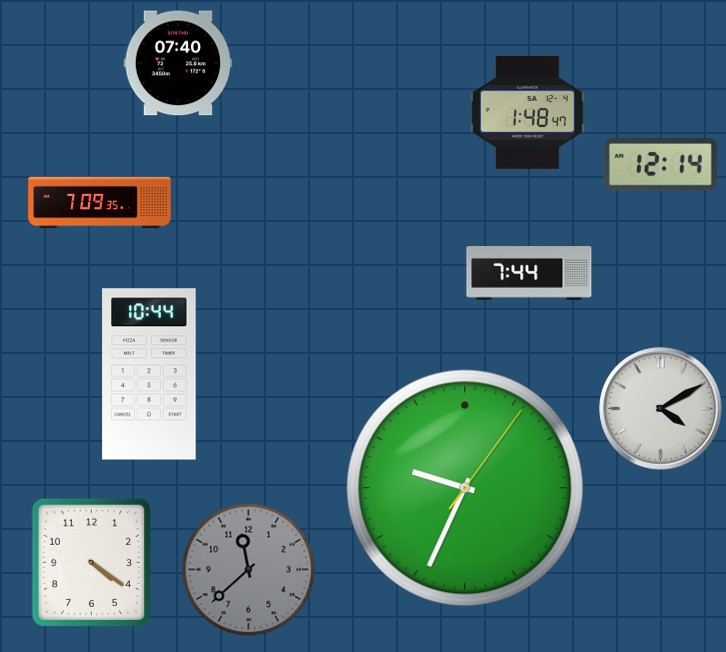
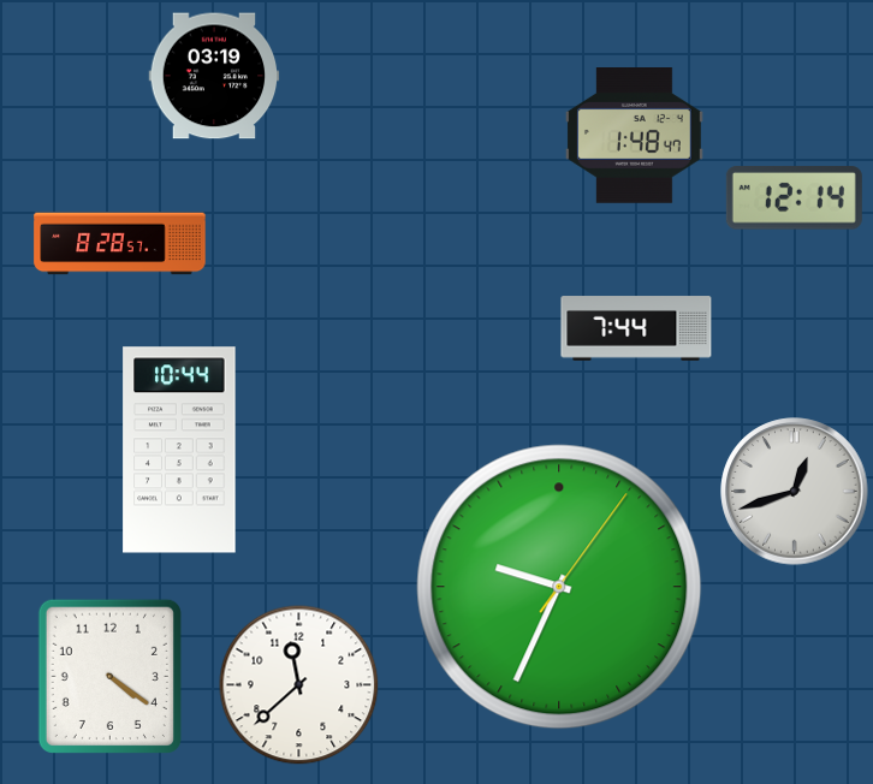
clock at (178, 63): 07:40 -> 03:19
clock at (100, 203): 7:09 -> 8:28
clock at (661, 409): 4:10 -> 12:42
clock at (249, 570) dial: grey -> white
